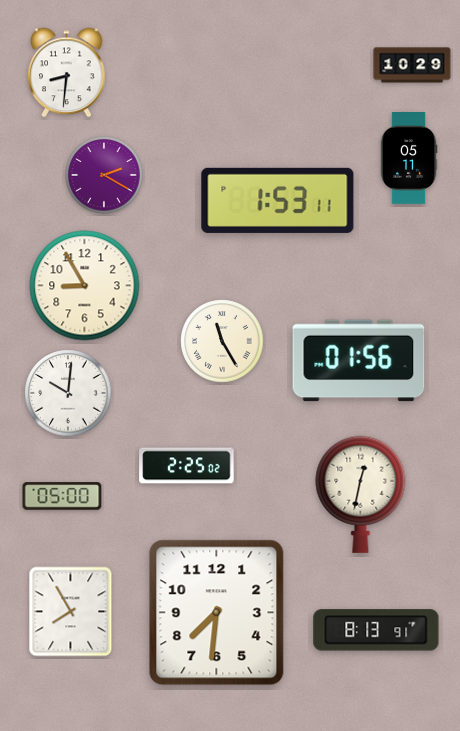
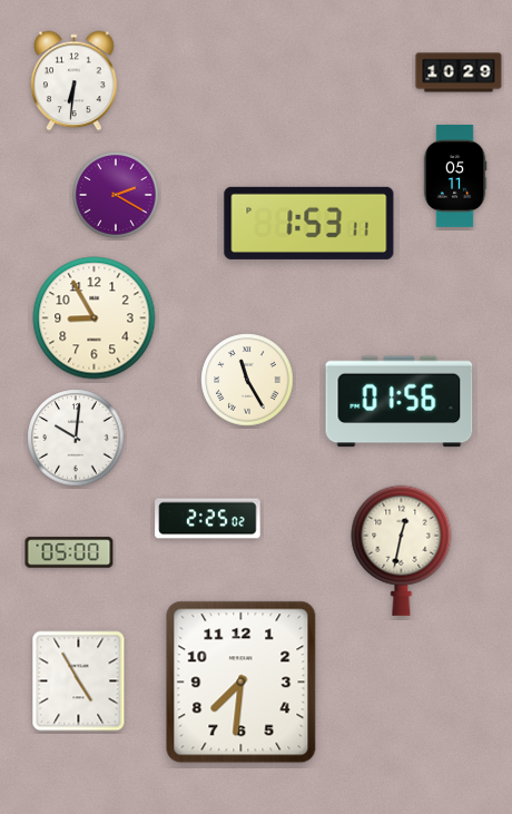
clock at (67, 73): 8:31 -> 6:31
clock at (71, 612): 7:55 -> 4:55
clock at (376, 630): 8:13 -> none
